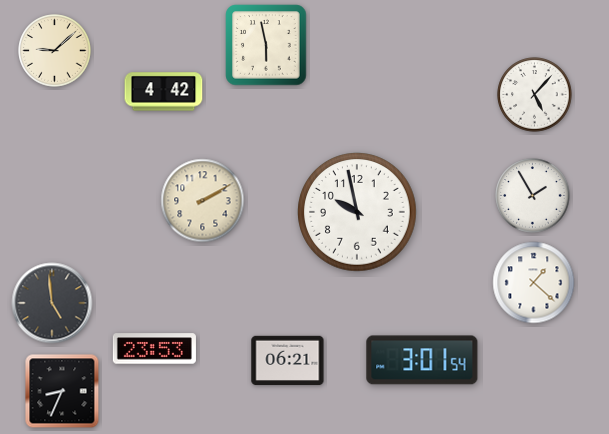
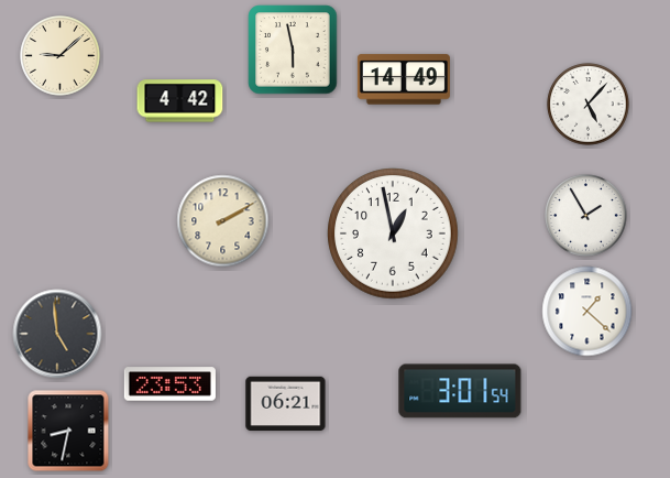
clock at (404, 79): none -> 14:49
clock at (357, 212): 9:58 -> 12:58
clock at (422, 360) position: (422, 360) -> (460, 391)
clock at (288, 361) position: (288, 361) -> (286, 404)
clock at (62, 391): 8:34 -> 8:32
